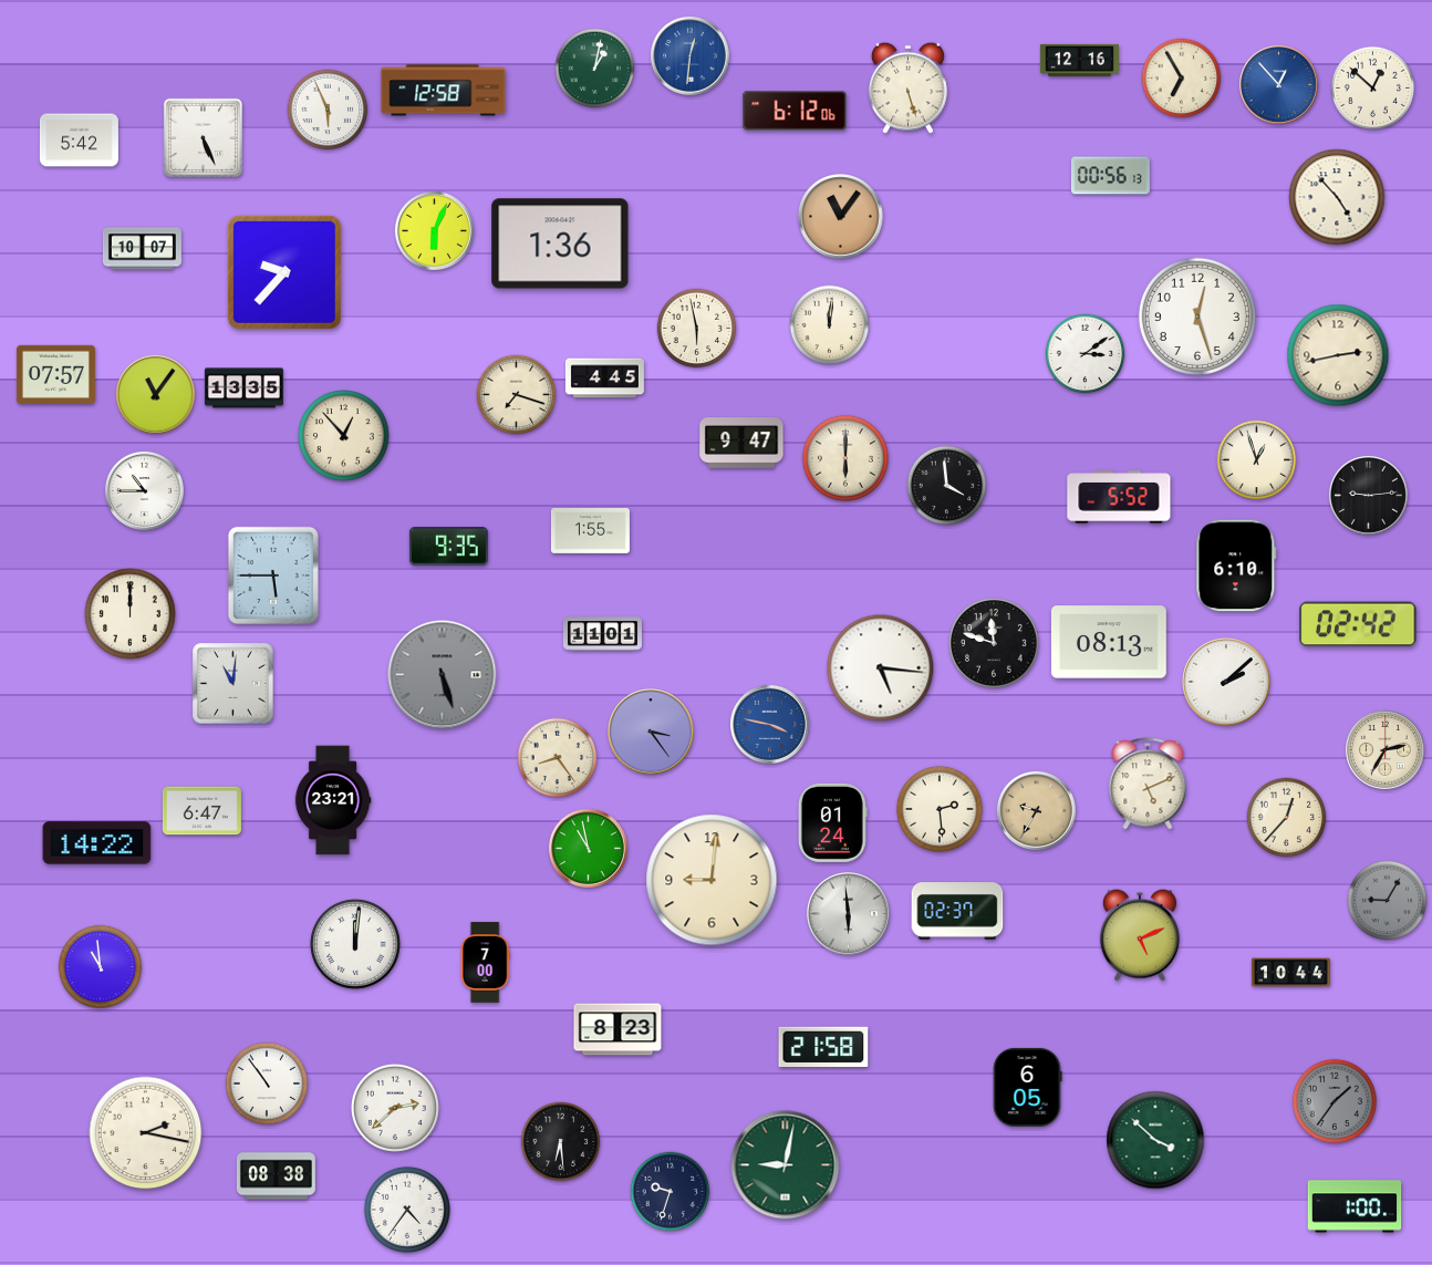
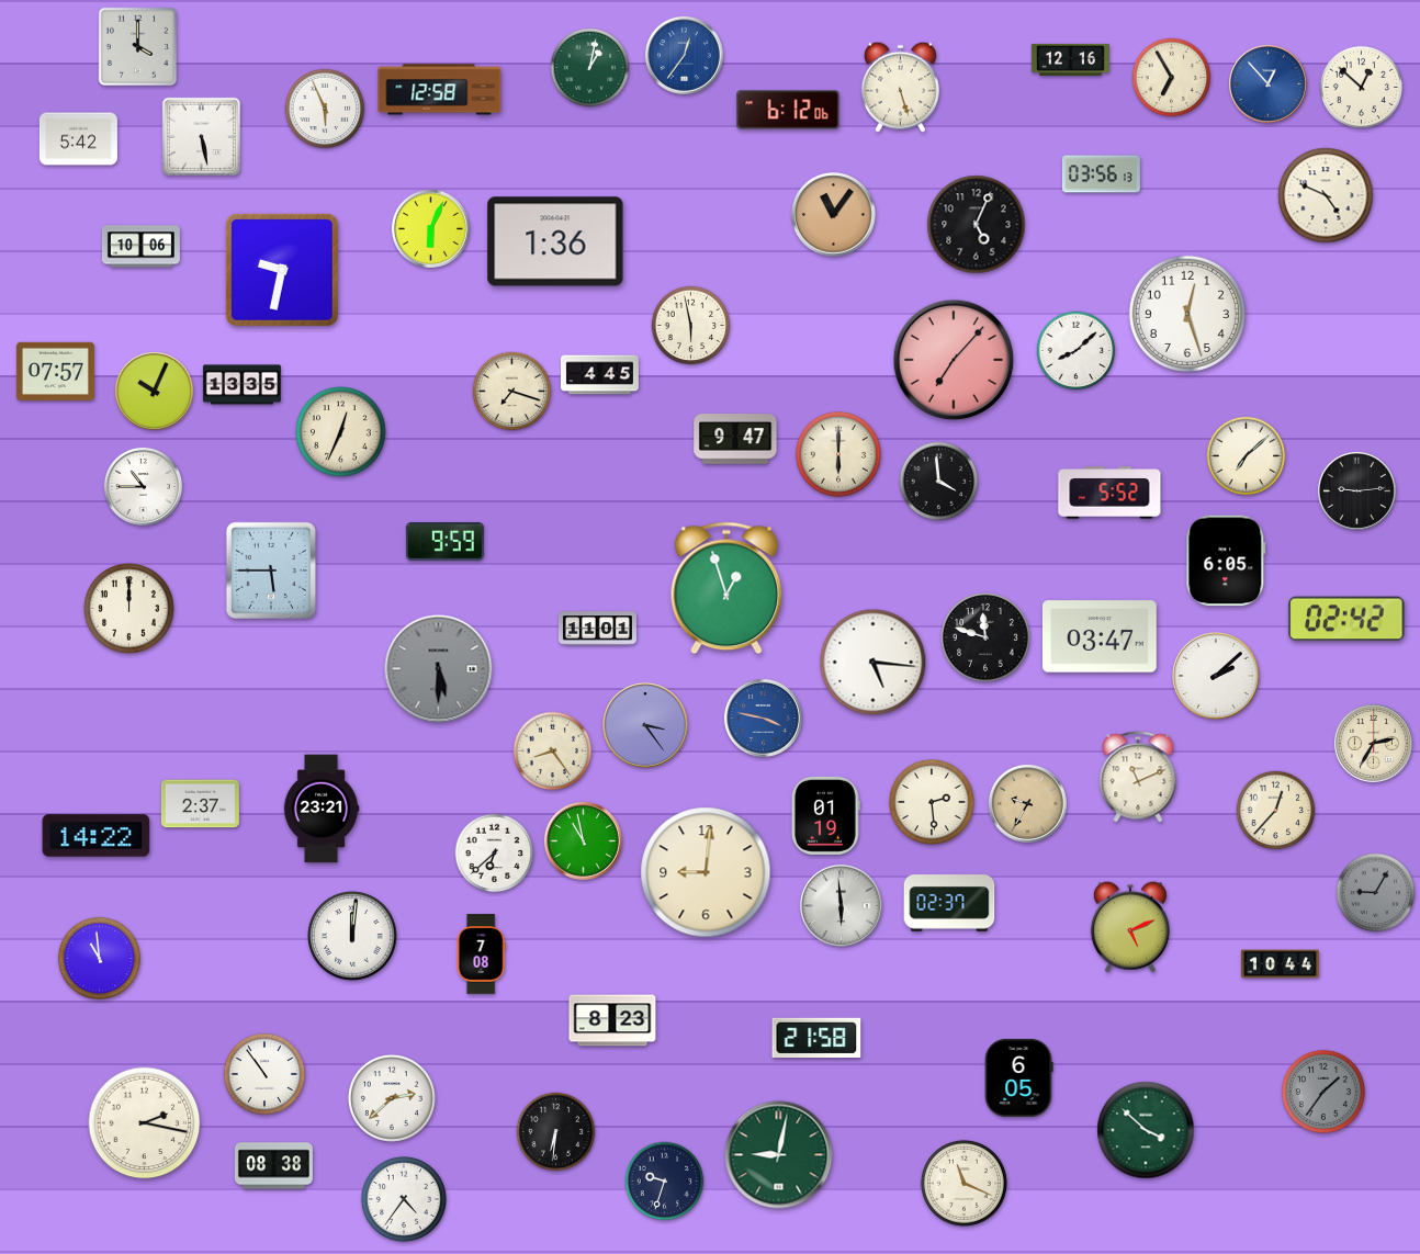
clock at (137, 46): none -> 4:00
clock at (689, 55): 12:31 -> 12:36
clock at (203, 137): 5:26 -> 5:28
clock at (1110, 176): 00:56 -> 03:56
clock at (1337, 197): 4:53 -> 4:49
clock at (977, 225): none -> 5:04
clock at (142, 249): 10:07 -> 10:06
clock at (284, 272): 9:37 -> 9:32
clock at (830, 325): 12:01 -> none
clock at (1086, 354): 3:09 -> 8:08
clock at (1338, 355): 2:43 -> none
clock at (954, 360): none -> 7:07
clock at (155, 394): 11:06 -> 10:04
clock at (344, 436): 12:53 -> 12:34
clock at (1257, 460): 12:57 -> 7:08
clock at (590, 530): 1:55 -> none
clock at (448, 547): 9:35 -> 9:59
clock at (1236, 566): 6:10 -> 6:05
clock at (726, 588): none -> 12:57
clock at (1109, 642): 08:13 -> 03:47
clock at (443, 675): 5:27 -> 5:30
clock at (234, 684): 11:01 -> none
clock at (1148, 784): 5:11 -> 11:11
clock at (333, 800) position: (333, 800) -> (322, 809)
clock at (201, 811): 6:47 -> 2:37
clock at (832, 822): 01:24 -> 01:19
clock at (495, 854): none -> 6:38
clock at (485, 963): 7:00 -> 7:08
clock at (561, 1142): 6:29 -> 6:31
clock at (963, 1183): none -> 11:19
clock at (1355, 1206): 1:00 -> none
